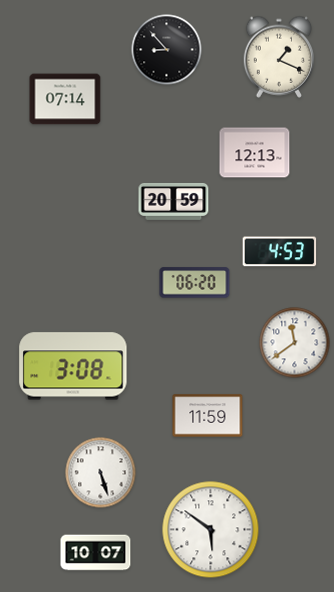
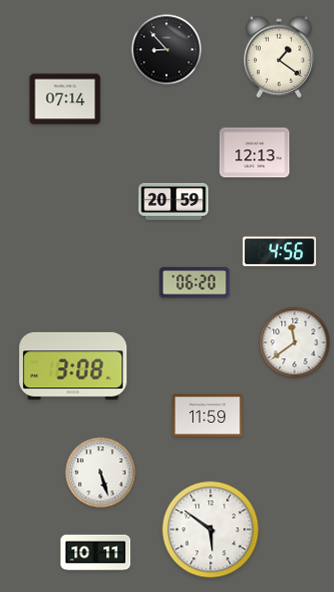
clock at (279, 57): 1:19 -> 1:21
clock at (280, 252): 4:53 -> 4:56
clock at (96, 553): 10:07 -> 10:11
